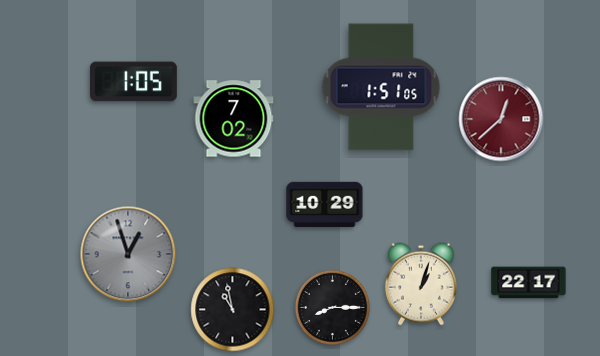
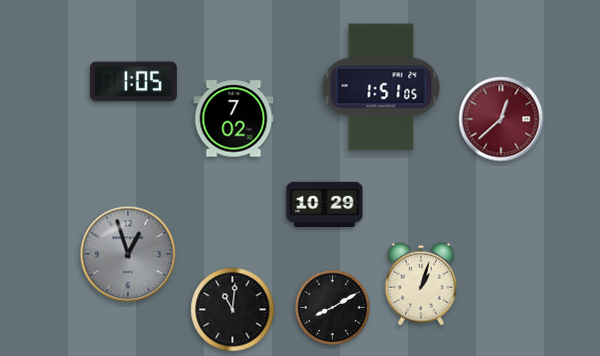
clock at (529, 283): 22:17 -> none
clock at (332, 307): 8:15 -> 8:10
clock at (233, 310): 10:58 -> 11:01
